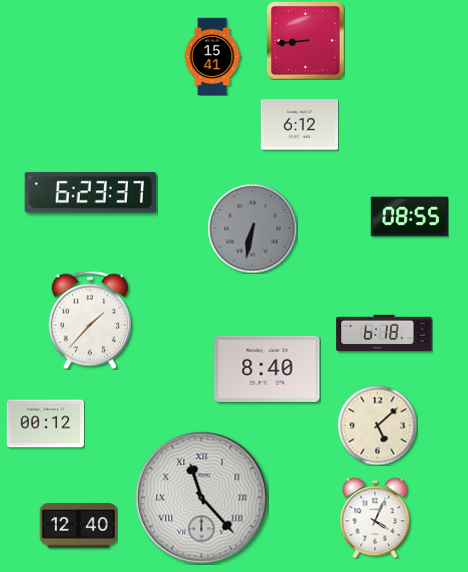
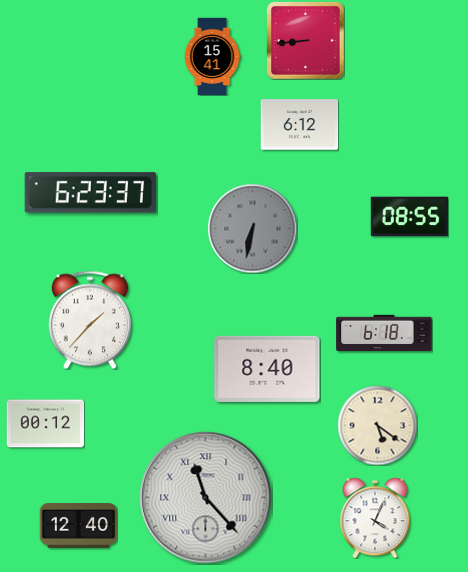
clock at (377, 425): 5:08 -> 5:21
clock at (202, 498) position: (202, 498) -> (206, 498)
